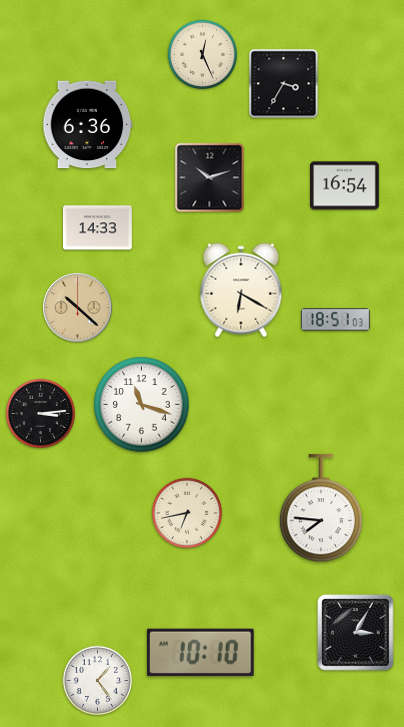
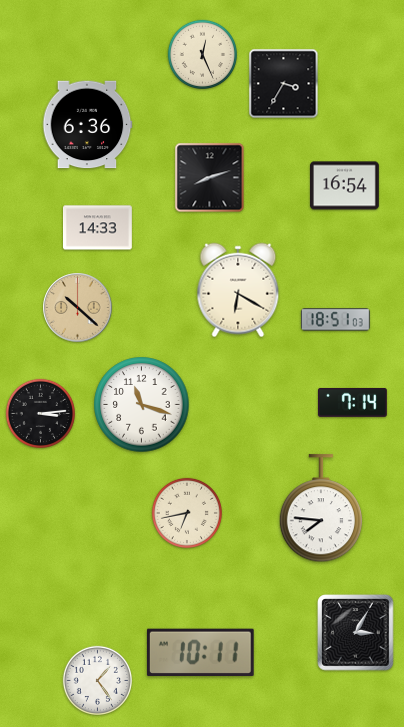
clock at (210, 178): 10:12 -> 8:12
clock at (241, 290) position: (241, 290) -> (238, 290)
clock at (352, 402): none -> 7:14
clock at (200, 652): 10:10 -> 10:11
